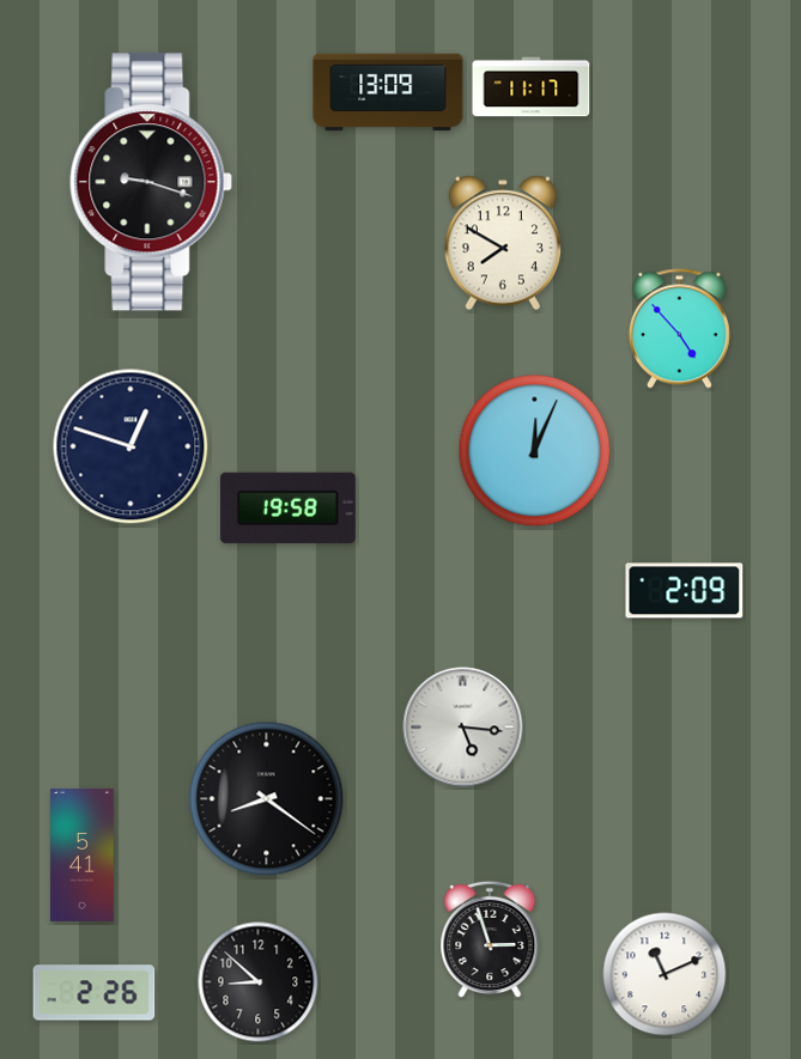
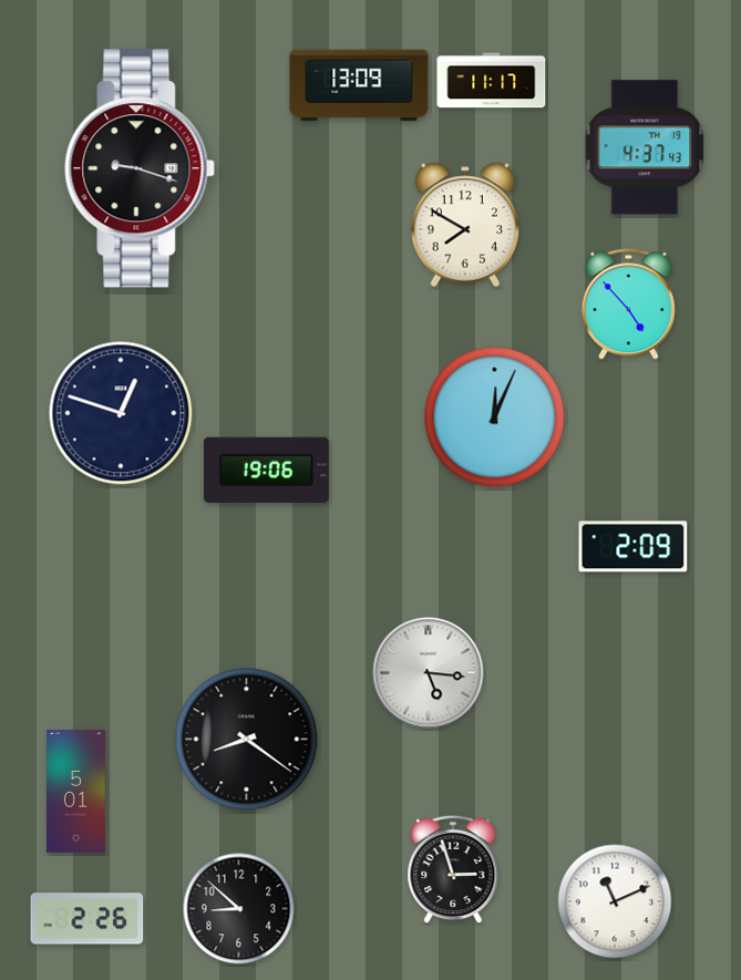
clock at (645, 147): none -> 4:37
clock at (287, 507): 19:58 -> 19:06
clock at (83, 854): 5:41 -> 5:01
